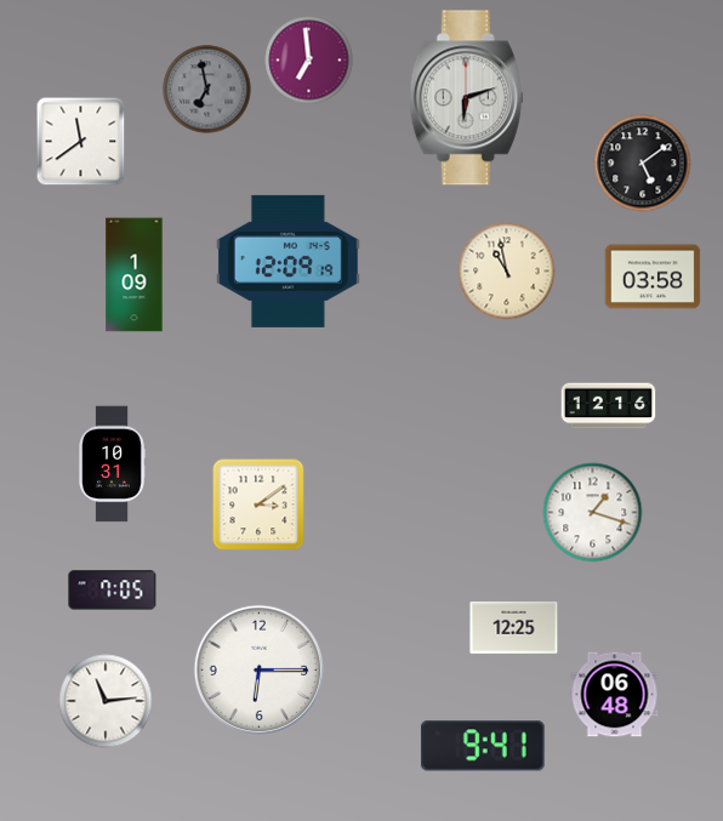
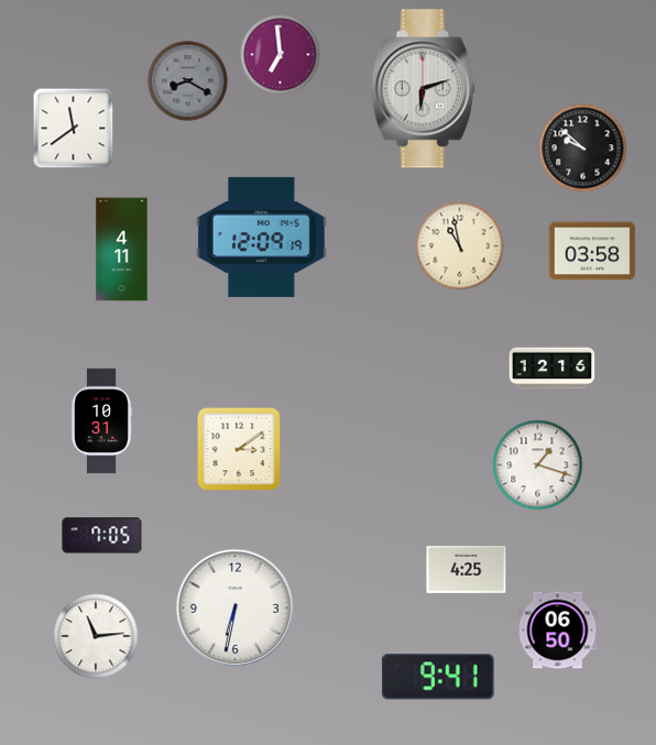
clock at (207, 90): 6:58 -> 8:20
clock at (643, 164): 5:09 -> 9:52
clock at (135, 275): 1:09 -> 4:11
clock at (258, 504) position: (258, 504) -> (239, 449)
clock at (514, 627): 12:25 -> 4:25
clock at (258, 669): 6:15 -> 6:32
clock at (615, 695): 06:48 -> 06:50
